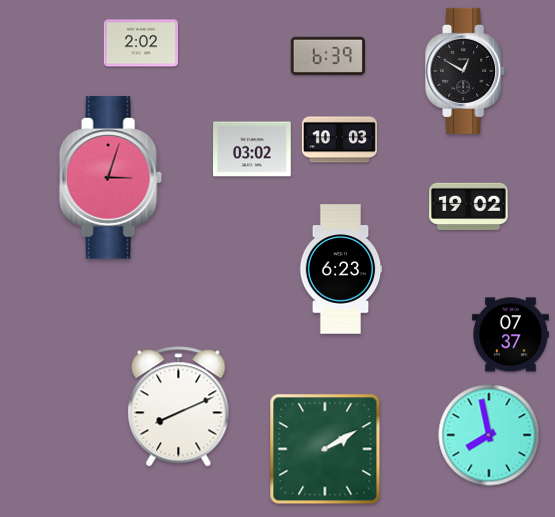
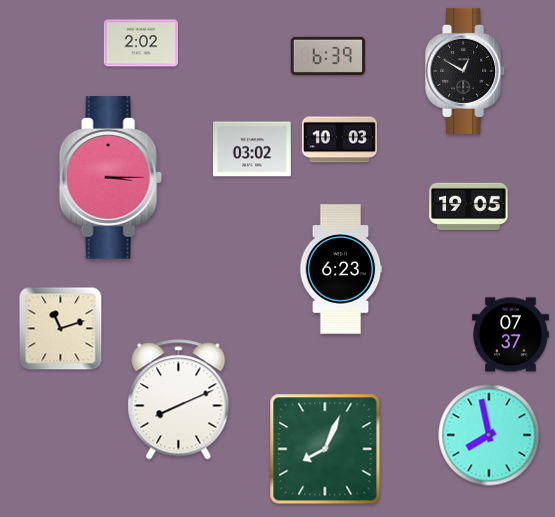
clock at (110, 178): 3:03 -> 3:15
clock at (469, 206): 19:02 -> 19:05
clock at (61, 329): none -> 11:12
clock at (179, 407) position: (179, 407) -> (179, 400)
clock at (325, 449): 2:10 -> 8:04
